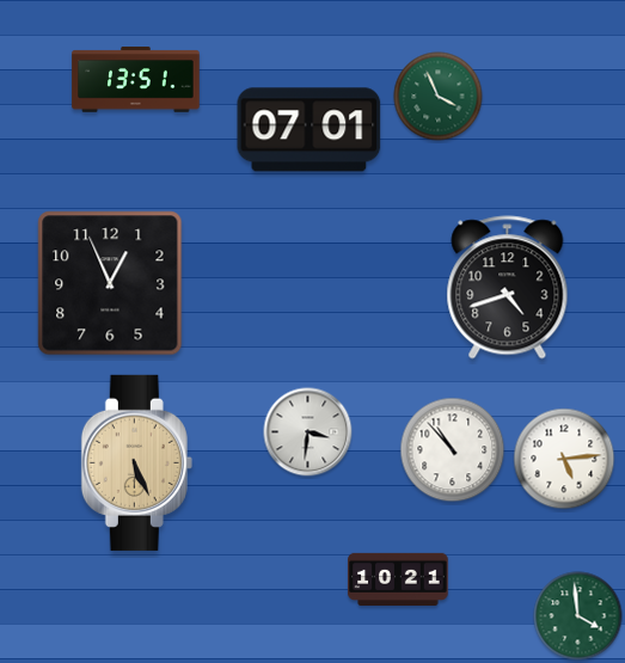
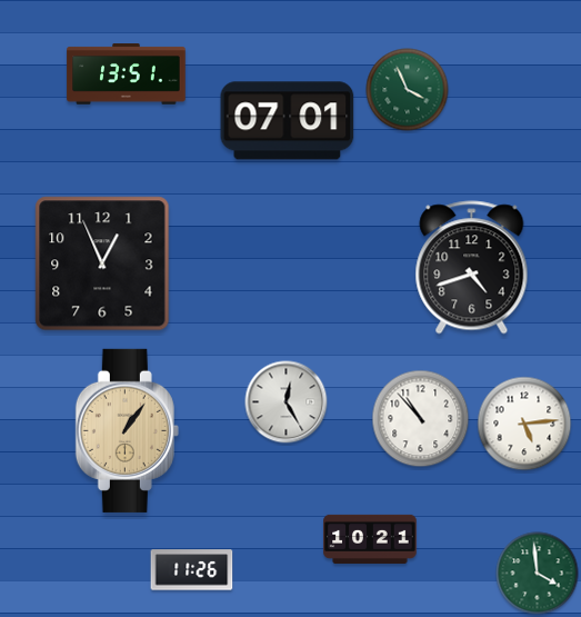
clock at (308, 432): 3:31 -> 12:25
clock at (564, 459) position: (564, 459) -> (524, 424)
clock at (136, 462): 5:26 -> 1:06
clock at (192, 570): none -> 11:26
